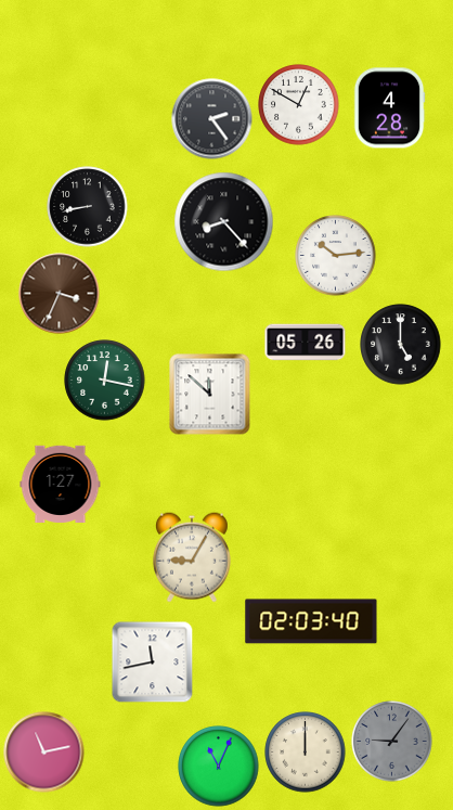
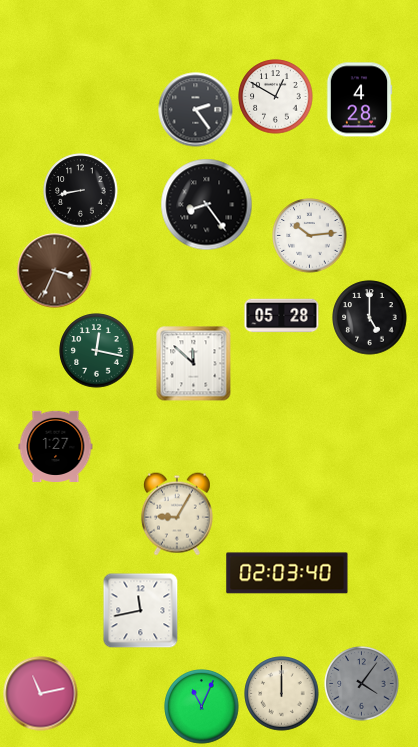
clock at (224, 222): 8:23 -> 8:24
clock at (306, 343): 05:26 -> 05:28
clock at (392, 742): 9:06 -> 4:06
